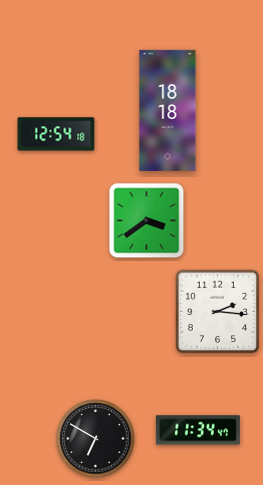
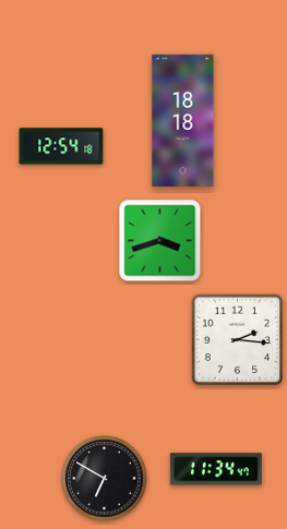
clock at (147, 221): 3:39 -> 3:42
